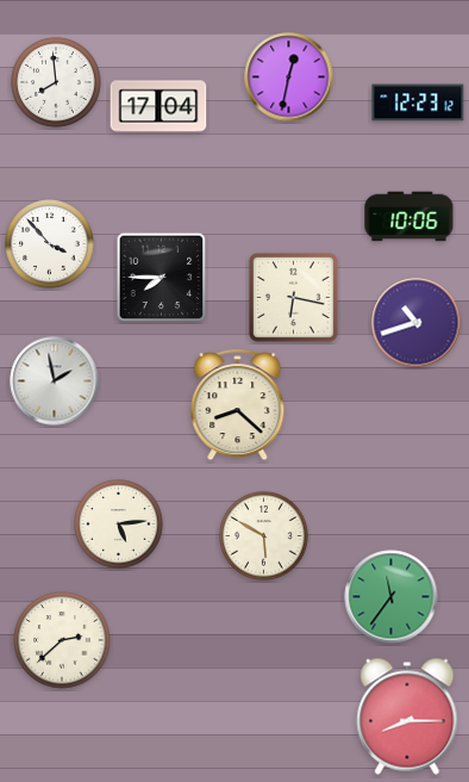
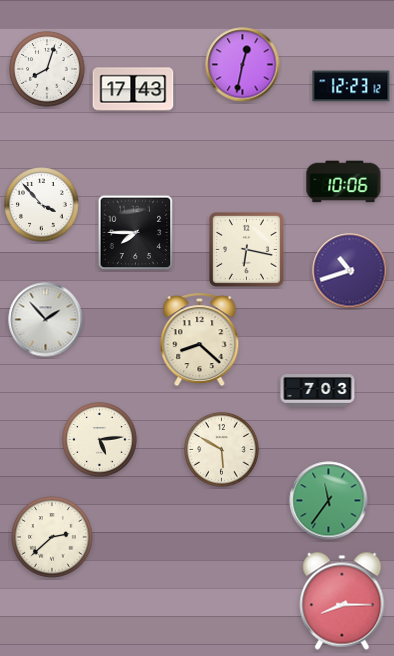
clock at (56, 82): 7:59 -> 8:03
clock at (158, 106): 17:04 -> 17:43
clock at (55, 381): 1:58 -> 1:53
clock at (318, 391): none -> 7:03
